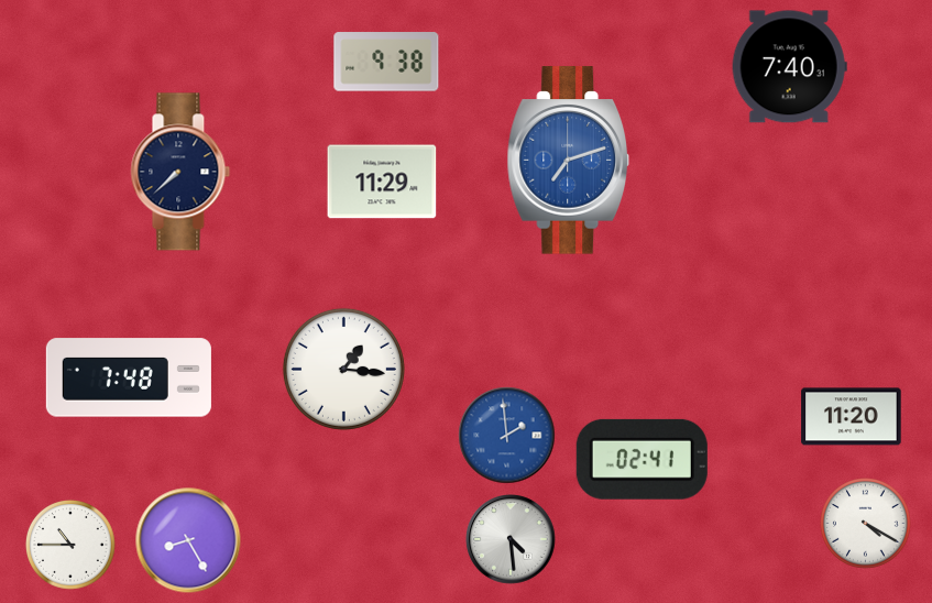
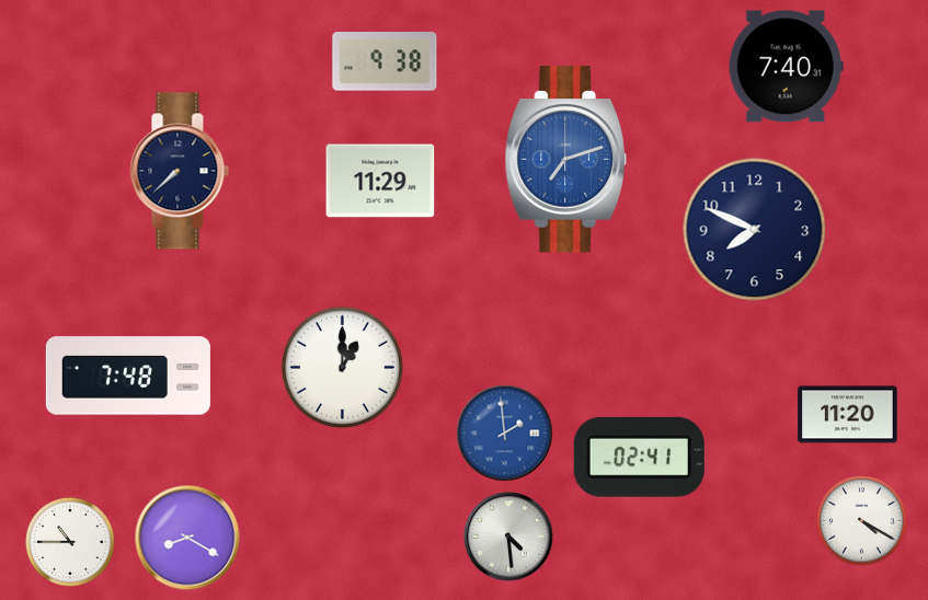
clock at (755, 230): none -> 7:49
clock at (343, 369): 1:16 -> 1:00
clock at (188, 540): 8:25 -> 8:20
